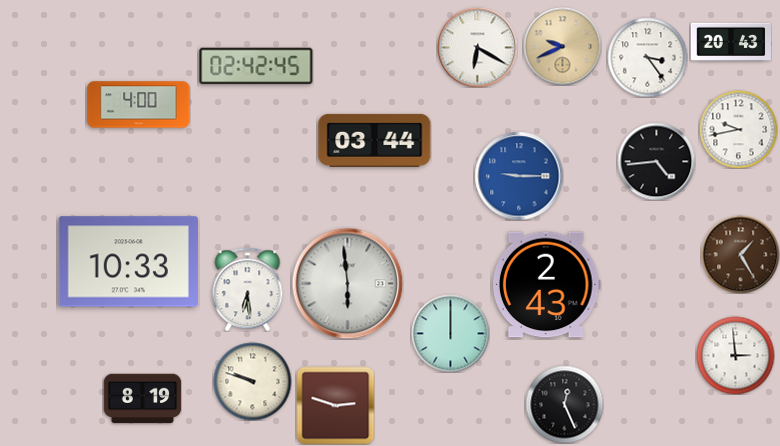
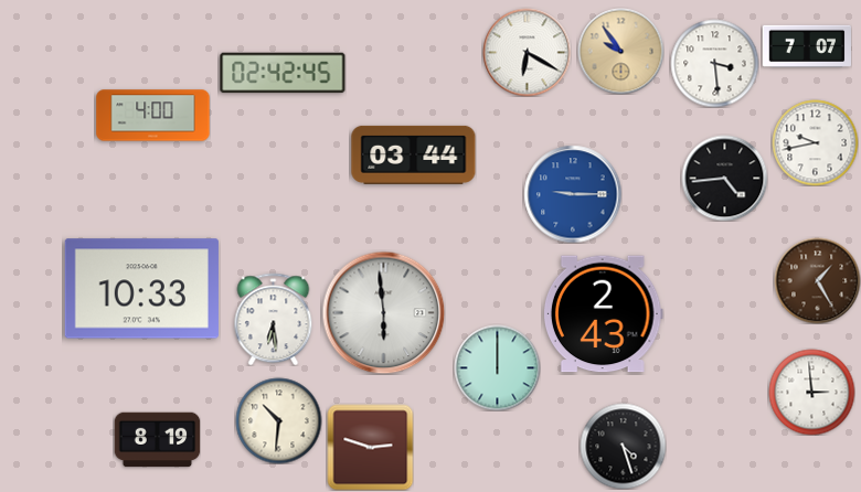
clock at (731, 42): 20:43 -> 7:07
clock at (562, 46): 9:41 -> 9:54
clock at (647, 57): 3:24 -> 3:29
clock at (252, 381): 9:48 -> 10:31
clock at (564, 404): 12:26 -> 4:27
